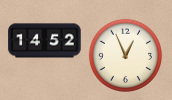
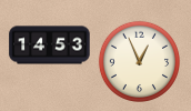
clock at (45, 41): 14:52 -> 14:53
